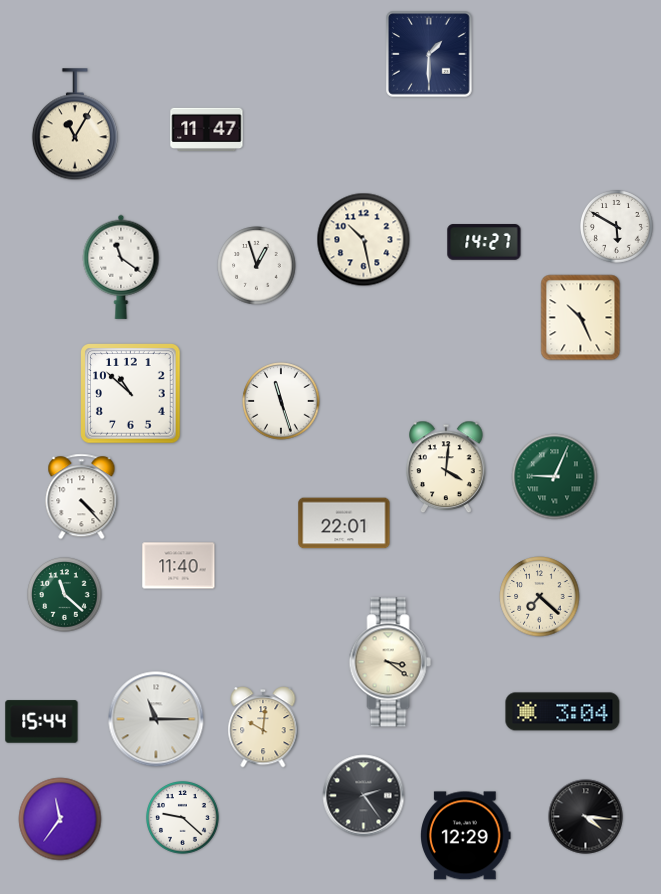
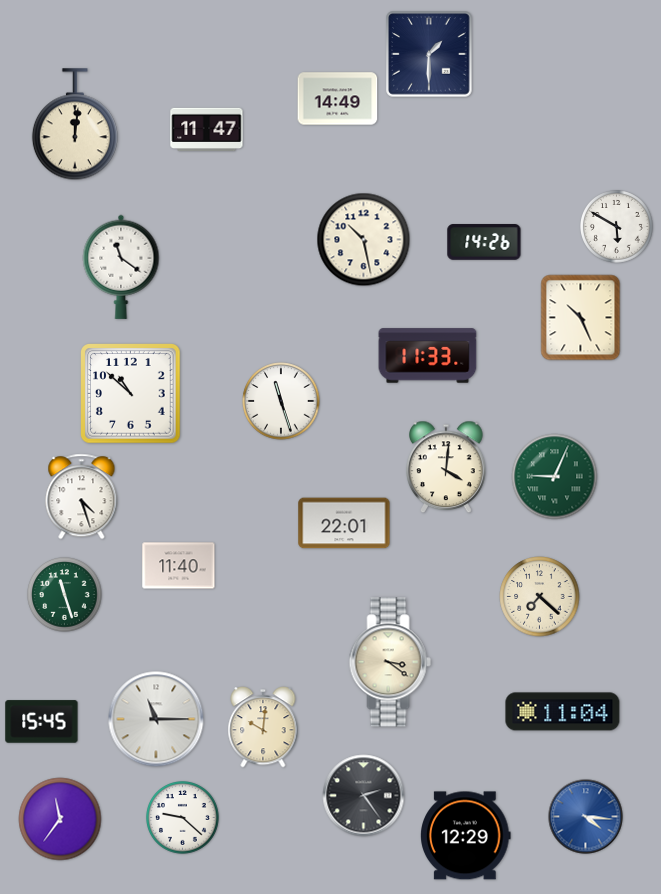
clock at (338, 99): none -> 14:49
clock at (75, 125): 11:05 -> 12:01
clock at (484, 242): 14:27 -> 14:26
clock at (257, 266): 12:57 -> none
clock at (428, 356): none -> 11:33
clock at (82, 497): 4:23 -> 4:27
clock at (65, 595): 11:22 -> 11:27
clock at (563, 712): 3:04 -> 11:04
clock at (42, 722): 15:44 -> 15:45
clock at (586, 817) dial: black -> blue
